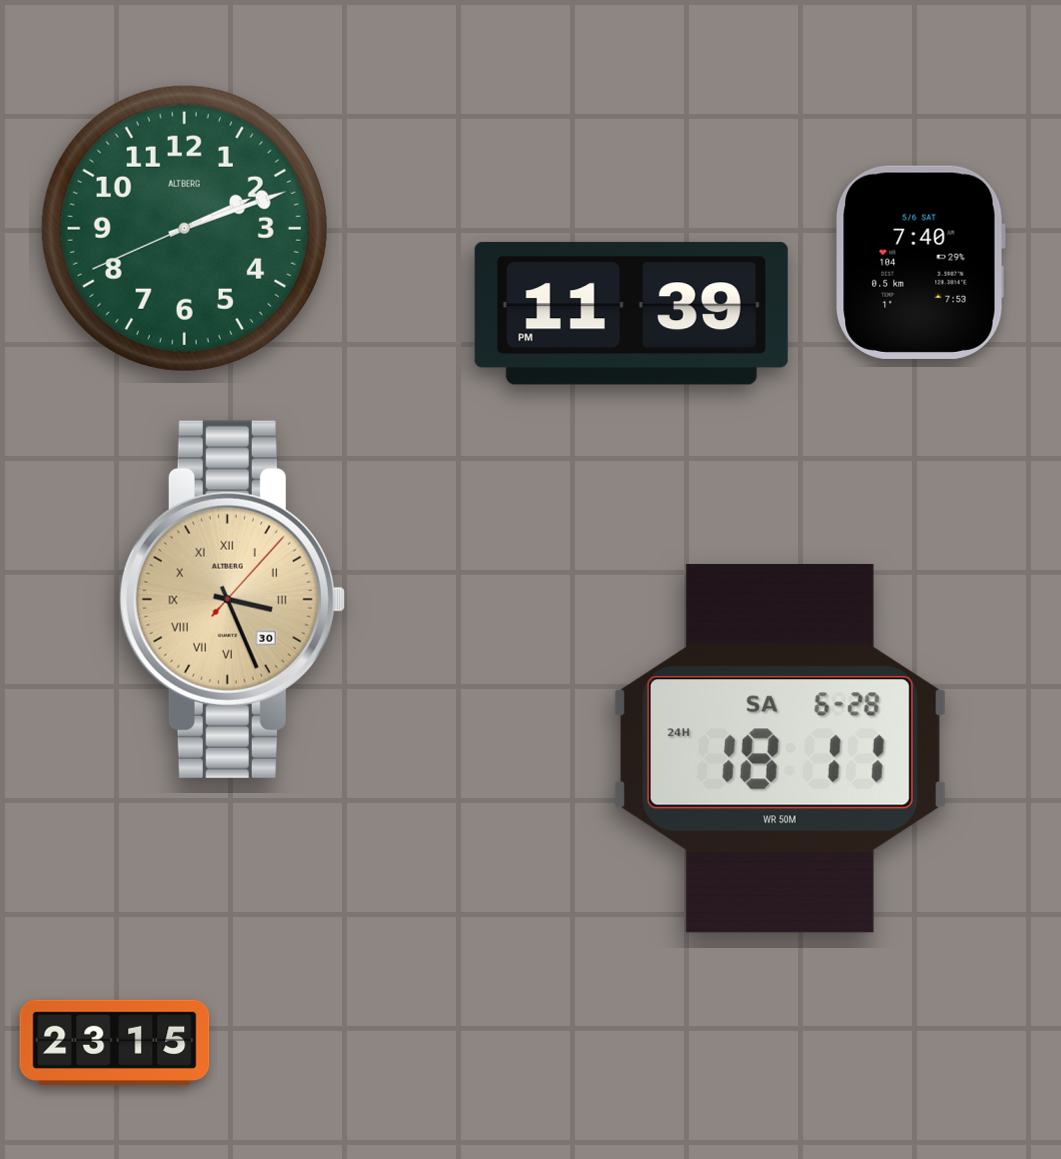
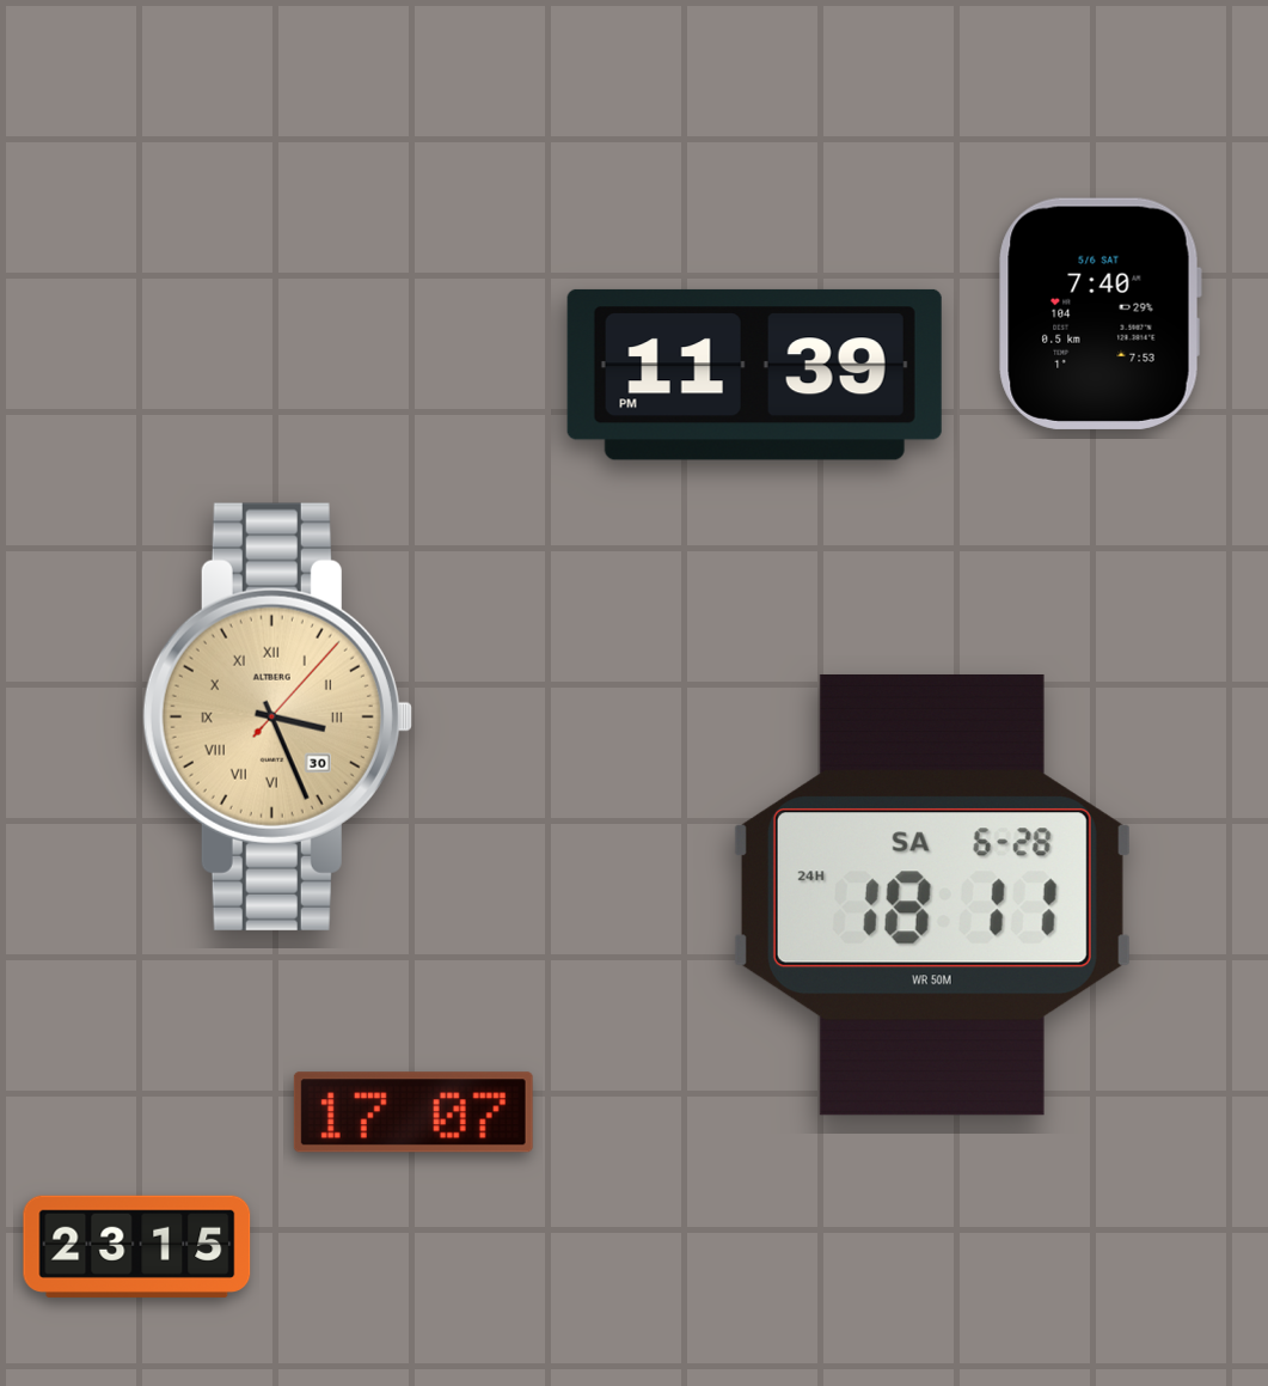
clock at (184, 228): 2:11 -> none
clock at (414, 1112): none -> 17:07
